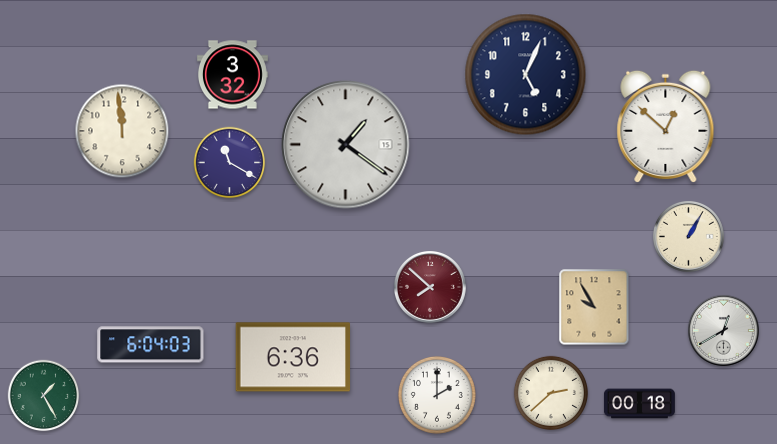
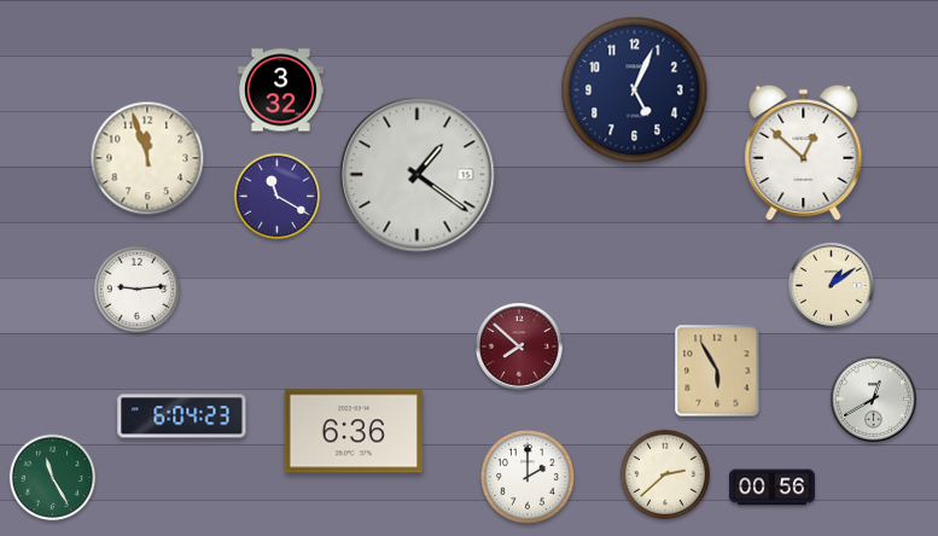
clock at (122, 131): 11:59 -> 11:57
clock at (688, 236): 1:05 -> 1:09
clock at (138, 290): none -> 9:14
clock at (594, 307): 9:55 -> 5:55
clock at (151, 345): 6:04:03 -> 6:04:23
clock at (44, 396): 1:25 -> 11:25
clock at (639, 404): 00:18 -> 00:56
